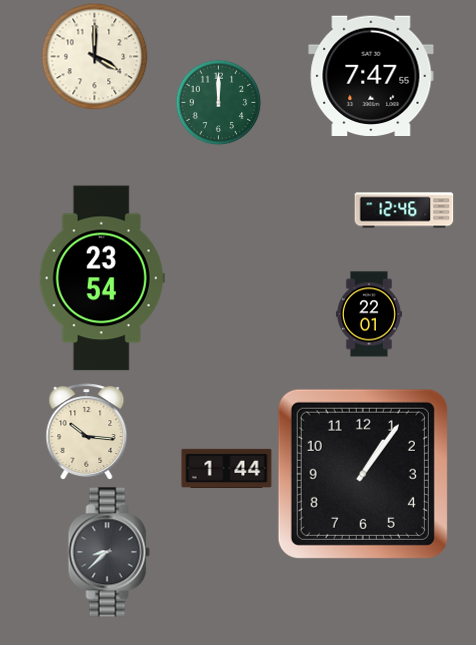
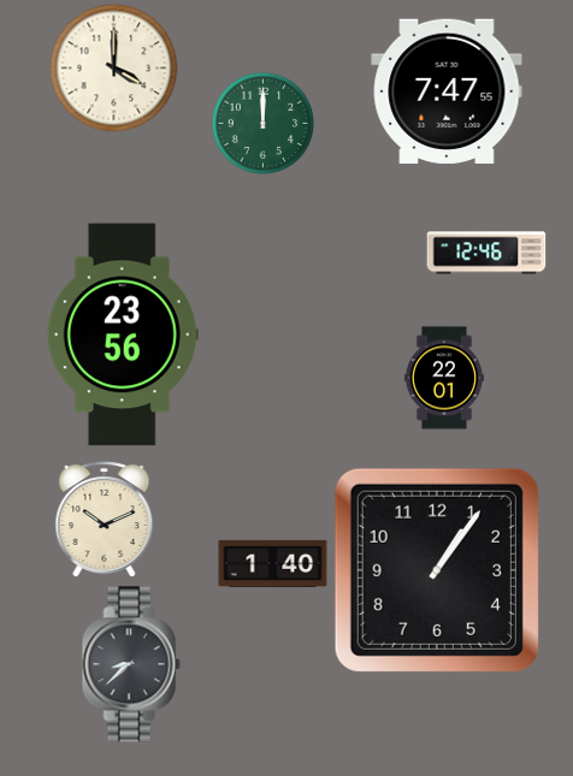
clock at (102, 278): 23:54 -> 23:56
clock at (87, 432): 10:16 -> 10:11
clock at (227, 468): 1:44 -> 1:40
